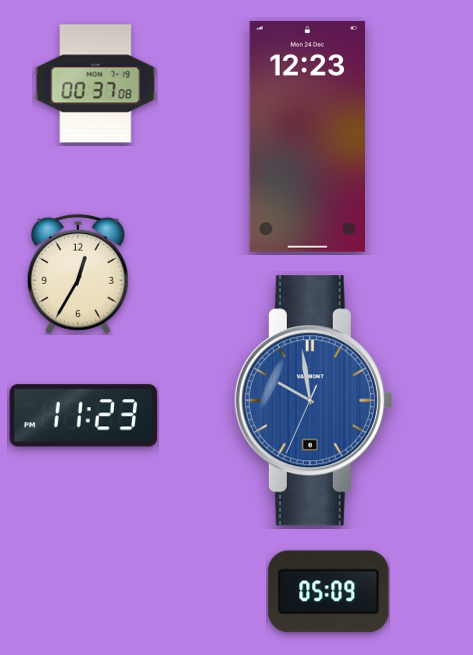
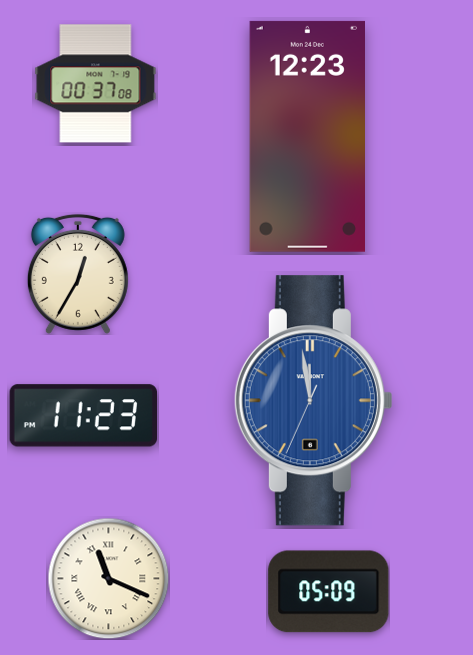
clock at (313, 401): 9:58 -> 11:58
clock at (108, 578): none -> 11:19
